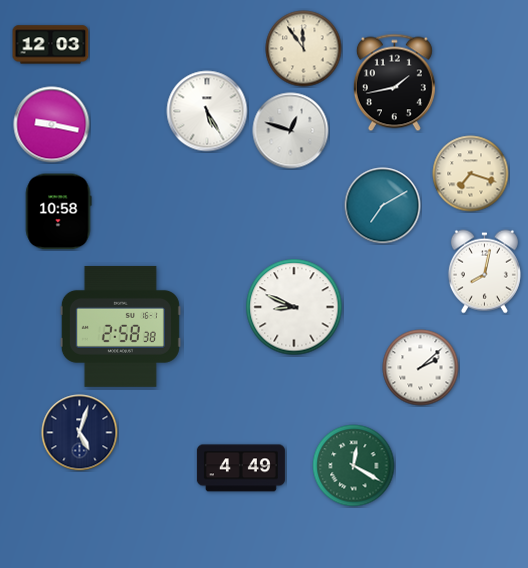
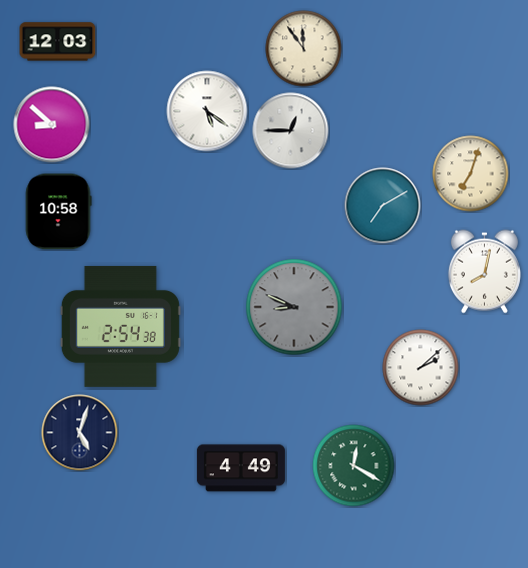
clock at (51, 45) position: (51, 45) -> (58, 42)
clock at (394, 83): 1:43 -> none
clock at (207, 111): 5:25 -> 5:21
clock at (52, 125): 9:17 -> 8:52
clock at (291, 131): 12:48 -> 12:45
clock at (471, 174): 7:18 -> 7:03
clock at (294, 307) dial: white -> grey
clock at (120, 326): 2:58 -> 2:54
